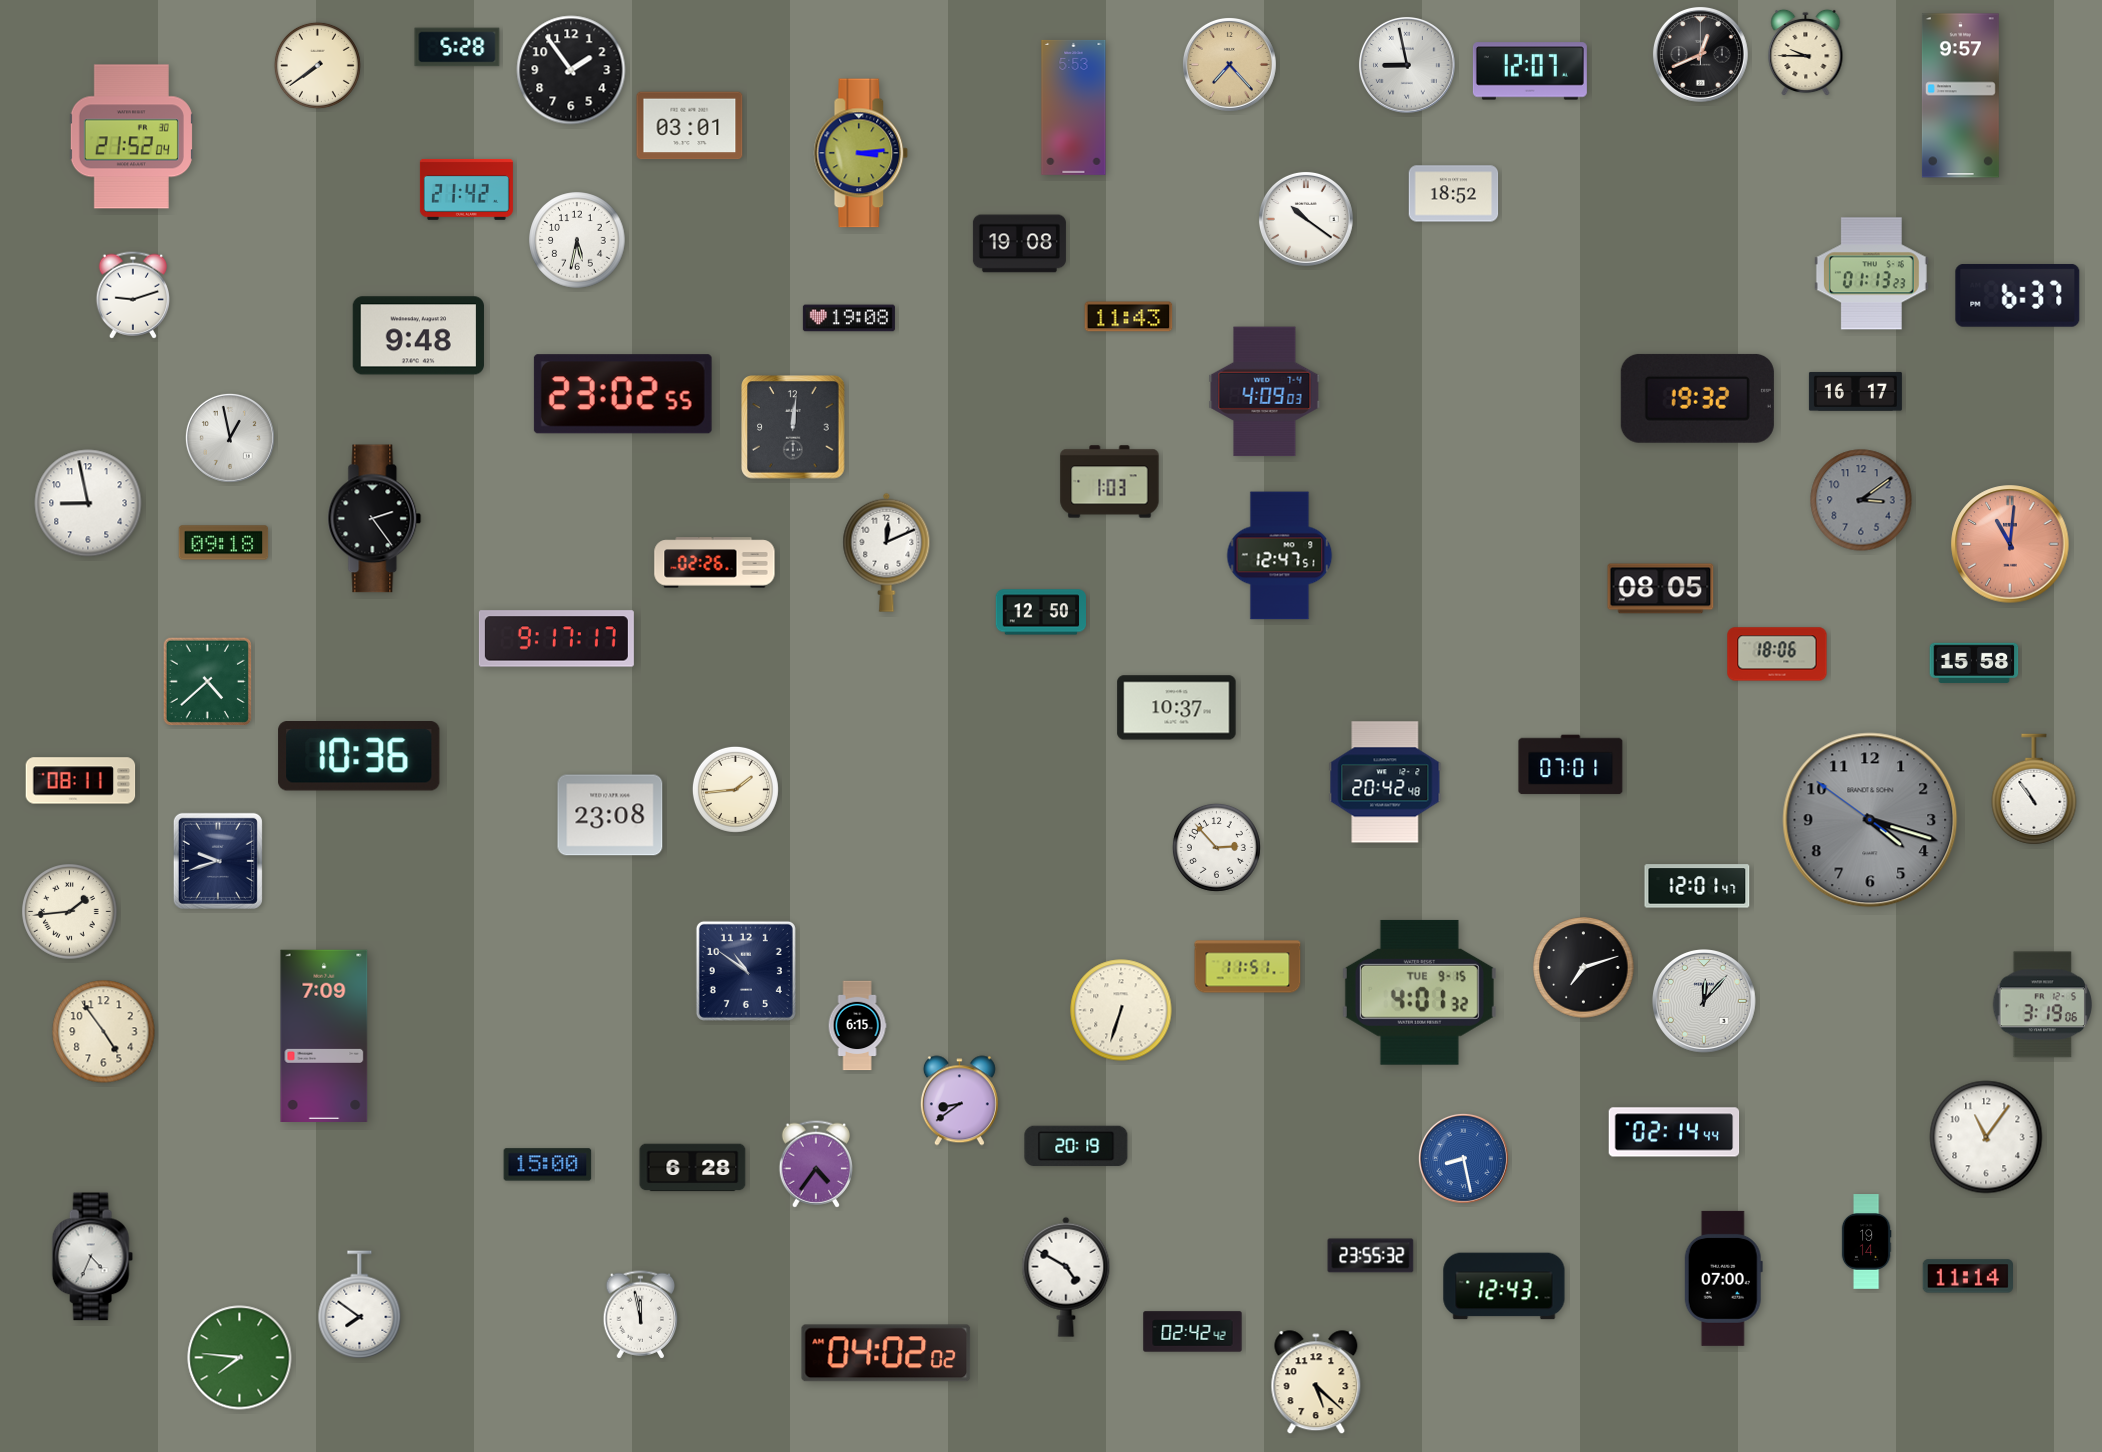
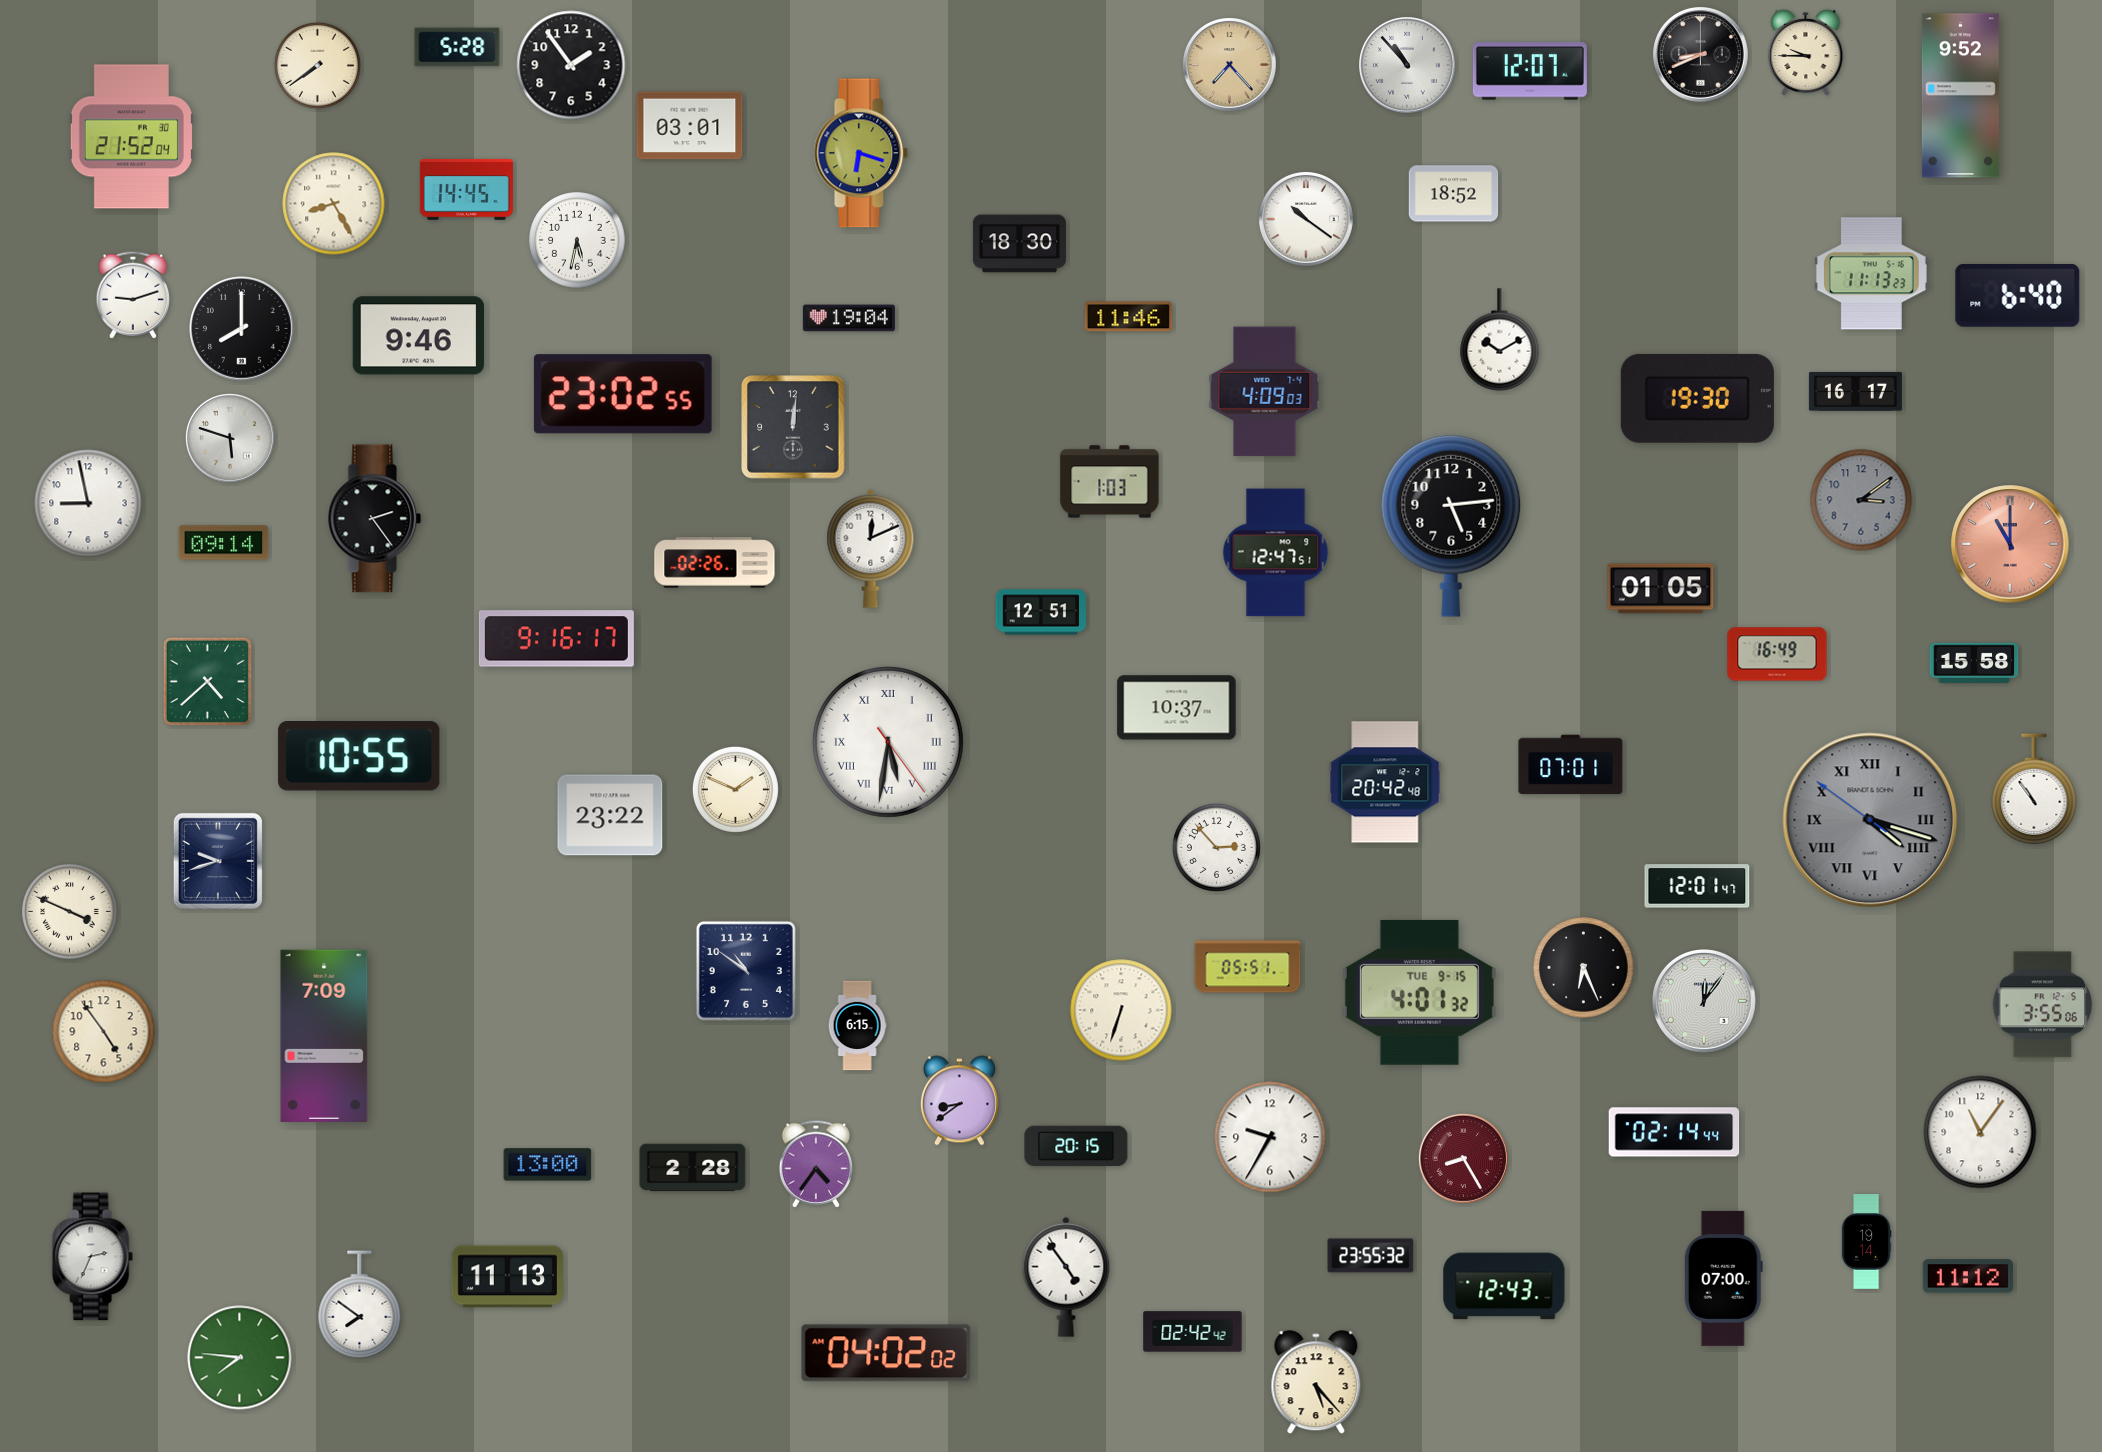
clock at (1700, 54): 12:41 -> 8:41
clock at (1407, 65): 8:58 -> 10:53
clock at (571, 70) position: (571, 70) -> (571, 65)
clock at (1960, 96): 9:57 -> 9:52
clock at (1074, 107): 5:53 -> none
clock at (861, 153): 3:14 -> 6:18
clock at (466, 189): 21:42 -> 14:45
clock at (334, 204): none -> 8:25
clock at (1019, 244): 19:08 -> 18:30
clock at (1871, 274): 01:13 -> 11:13
clock at (2018, 295): 6:37 -> 6:40
clock at (1129, 317): 11:43 -> 11:46
clock at (849, 318): 19:08 -> 19:04
clock at (242, 329): none -> 8:00
clock at (418, 336): 9:48 -> 9:46
clock at (1500, 340): none -> 10:10
clock at (1697, 398): 19:32 -> 19:30
clock at (230, 438): 12:58 -> 5:48
clock at (1451, 526): none -> 5:14
clock at (224, 543): 09:18 -> 09:14
clock at (2010, 544): 11:01 -> 11:00
clock at (887, 552) position: (887, 552) -> (871, 548)
clock at (1280, 556) position: (1280, 556) -> (1276, 553)
clock at (1661, 589): 08:05 -> 01:05
clock at (1040, 612): 12:50 -> 12:51
clock at (556, 639): 9:17 -> 9:16
clock at (1777, 654): 18:06 -> 16:49
clock at (888, 742): none -> 5:31
clock at (359, 757): 10:36 -> 10:55
clock at (81, 781): 08:11 -> none
clock at (735, 789): 1:44 -> 1:49
clock at (610, 815): 23:08 -> 23:22
clock at (1870, 820) numerals: Arabic -> Roman
clock at (70, 912): 1:44 -> 3:49
clock at (1248, 967): 11:51 -> 05:51
clock at (1584, 968): 7:12 -> 6:26
clock at (1704, 1001): 12:07 -> 12:06
clock at (2042, 1005): 3:19 -> 3:55
clock at (1270, 1137): none -> 9:35
clock at (1986, 1137) position: (1986, 1137) -> (1980, 1132)
clock at (1076, 1146): 20:19 -> 20:15
clock at (1463, 1158): 8:28 -> 8:25
clock at (1463, 1158) dial: blue -> burgundy
clock at (548, 1165): 15:00 -> 13:00
clock at (693, 1168): 6:28 -> 2:28
clock at (92, 1257): 4:34 -> 2:34
clock at (1967, 1276): 11:14 -> 11:12
clock at (507, 1277): none -> 11:13
clock at (1066, 1277): 4:50 -> 4:54
clock at (641, 1315): 11:58 -> none
clock at (1316, 1383): 5:22 -> 5:23
